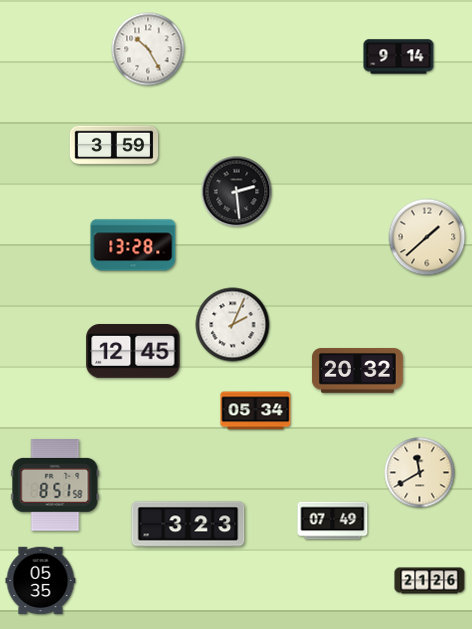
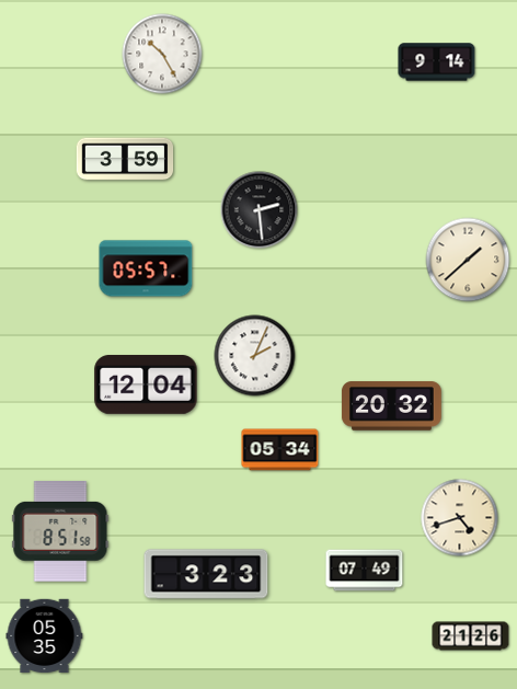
clock at (133, 245): 13:28 -> 05:57
clock at (133, 352): 12:45 -> 12:04
clock at (420, 473): 11:40 -> 4:42
